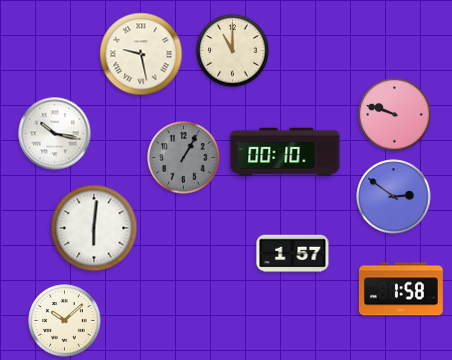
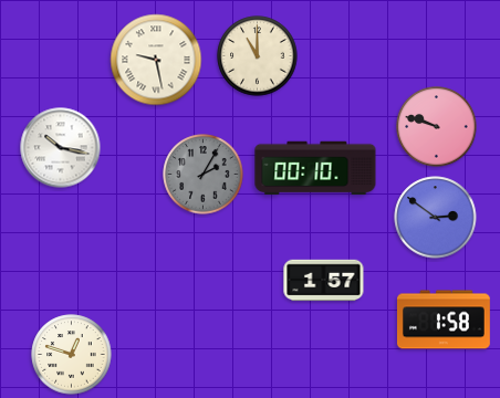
clock at (184, 158): 1:05 -> 2:05
clock at (94, 228): 6:01 -> none
clock at (65, 321): 10:08 -> 12:48
